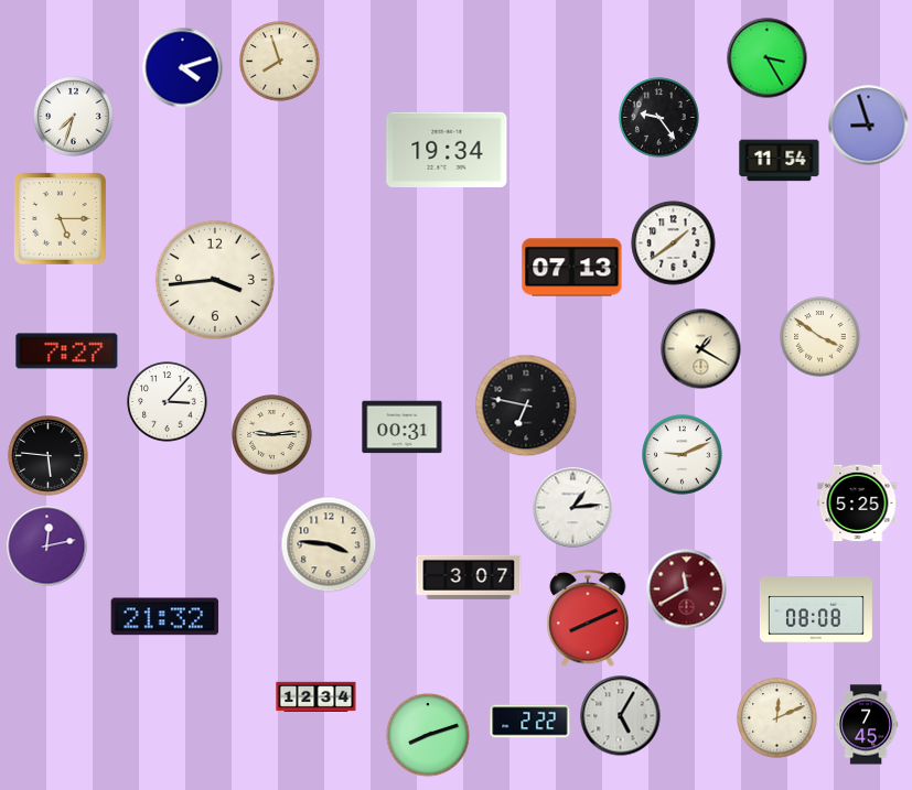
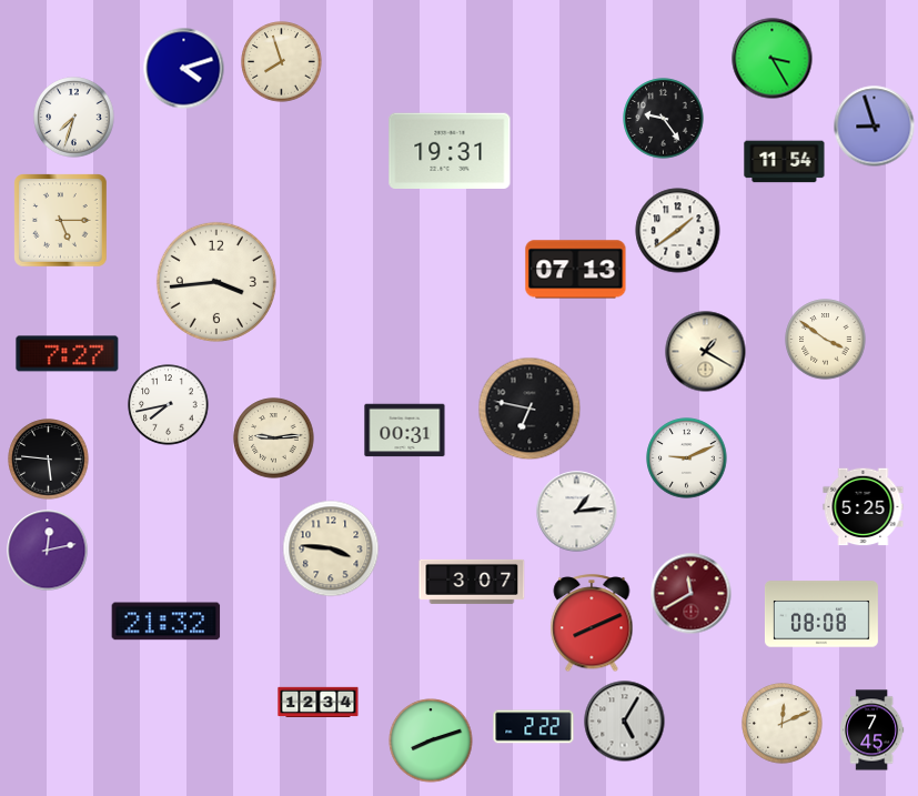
clock at (447, 149): 19:34 -> 19:31
clock at (674, 244) position: (674, 244) -> (678, 231)
clock at (168, 402): 3:07 -> 7:43
